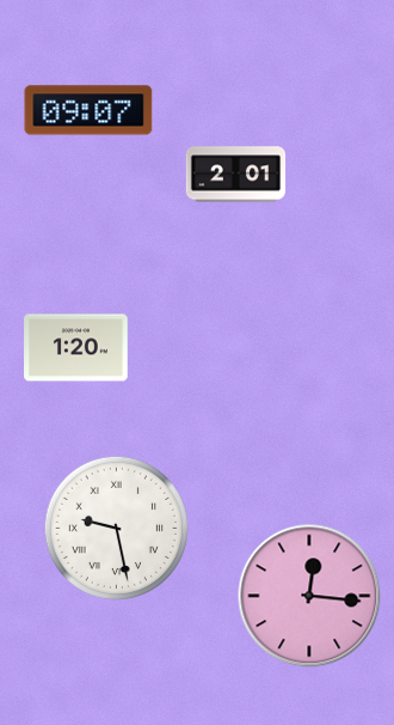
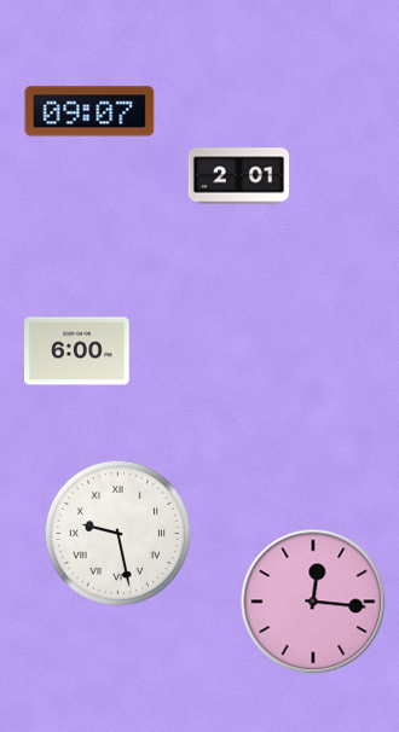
clock at (76, 348): 1:20 -> 6:00
